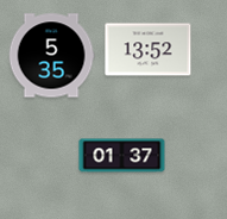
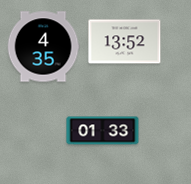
clock at (51, 56): 5:35 -> 4:35
clock at (122, 156): 01:37 -> 01:33
